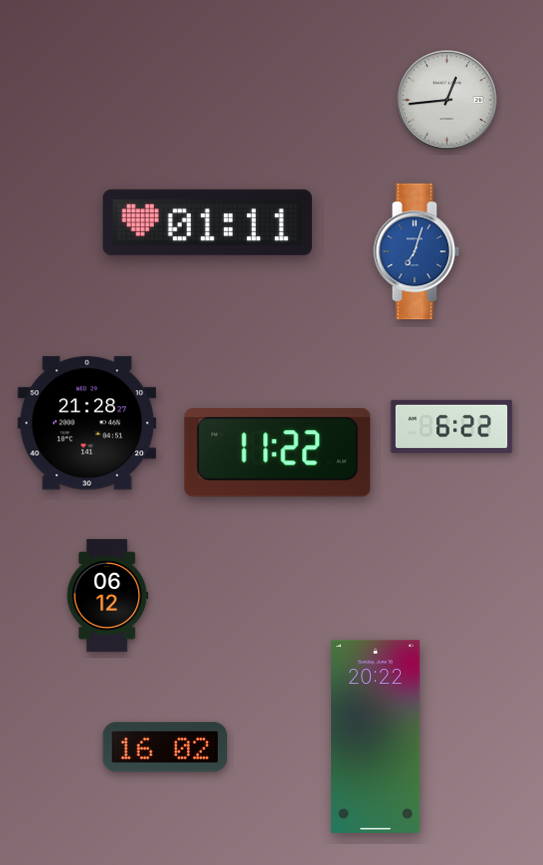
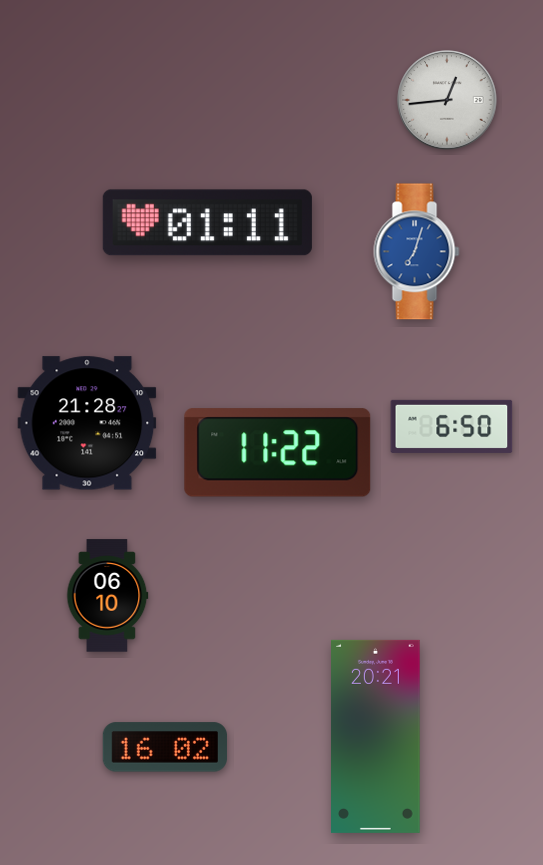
clock at (452, 426): 6:22 -> 6:50
clock at (108, 596): 06:12 -> 06:10
clock at (376, 736): 20:22 -> 20:21
